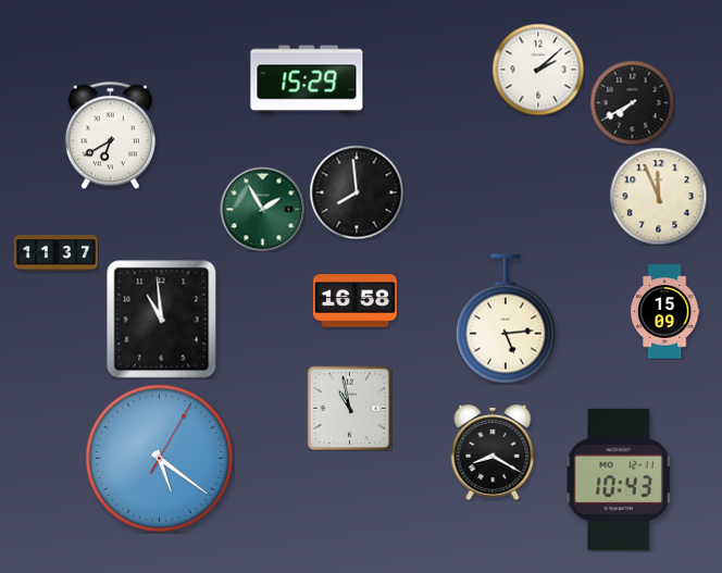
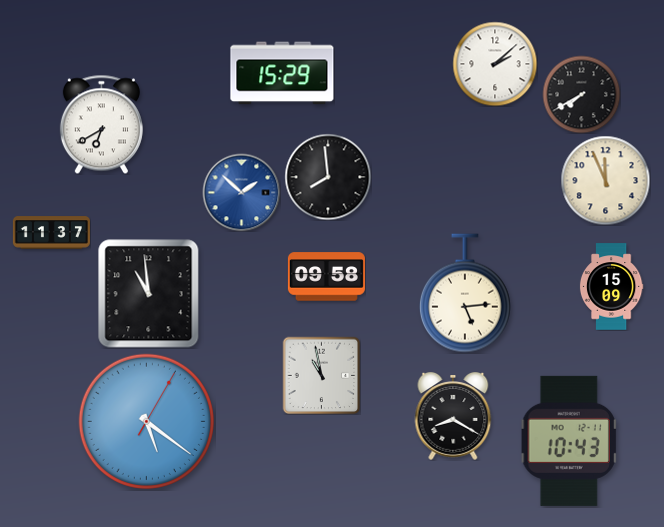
clock at (262, 209): 1:55 -> 1:52
clock at (262, 209) dial: green -> blue
clock at (354, 301): 16:58 -> 09:58
